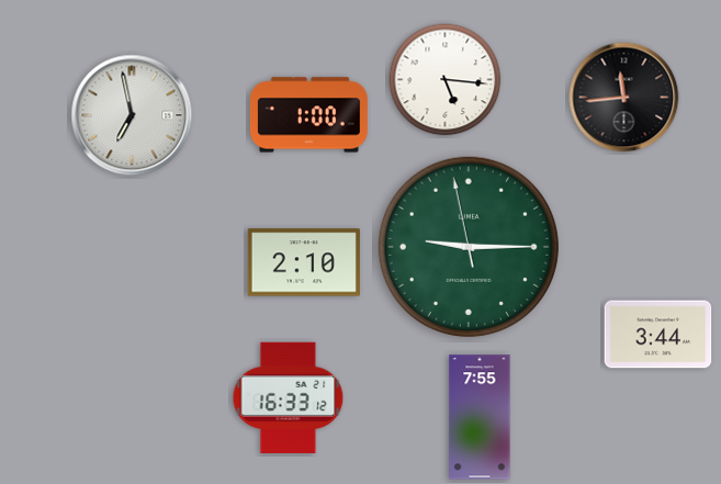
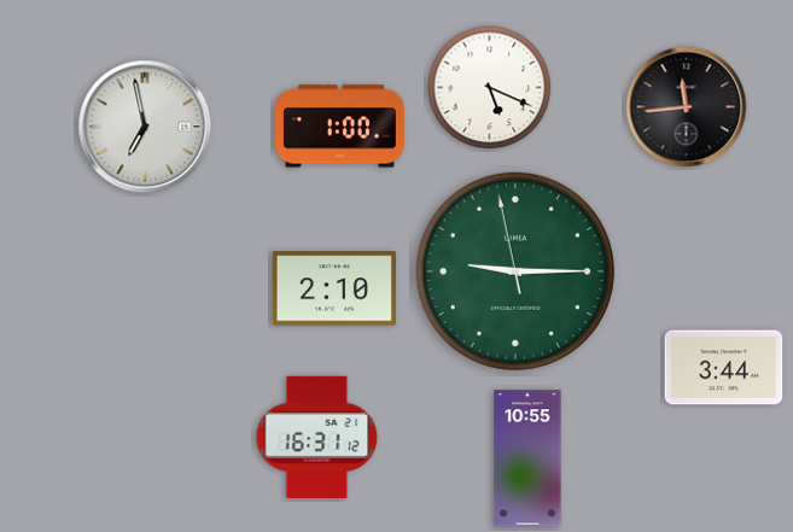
clock at (446, 80): 5:16 -> 5:19
clock at (289, 397): 16:33 -> 16:31
clock at (480, 417): 7:55 -> 10:55
